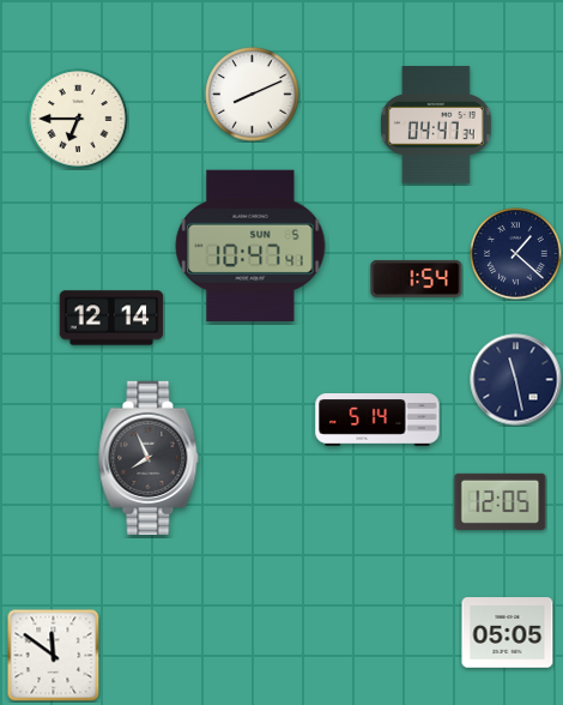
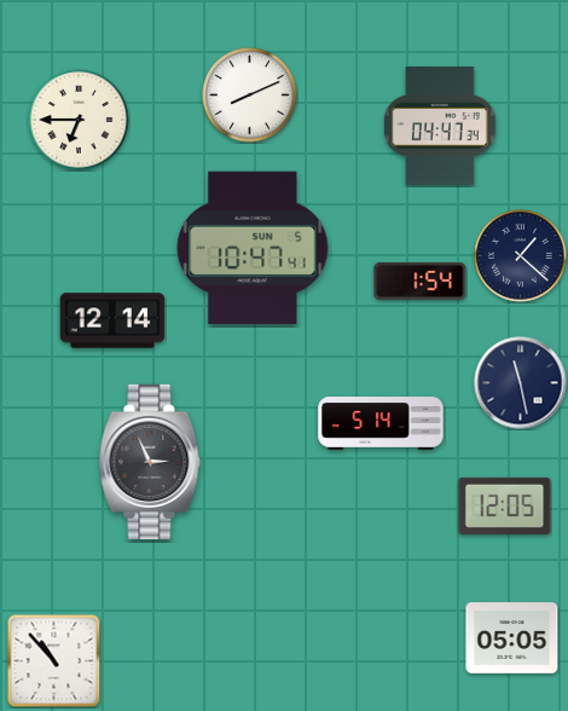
clock at (253, 95) position: (253, 95) -> (250, 96)
clock at (149, 458): 7:56 -> 2:56
clock at (53, 655): 11:51 -> 10:53
